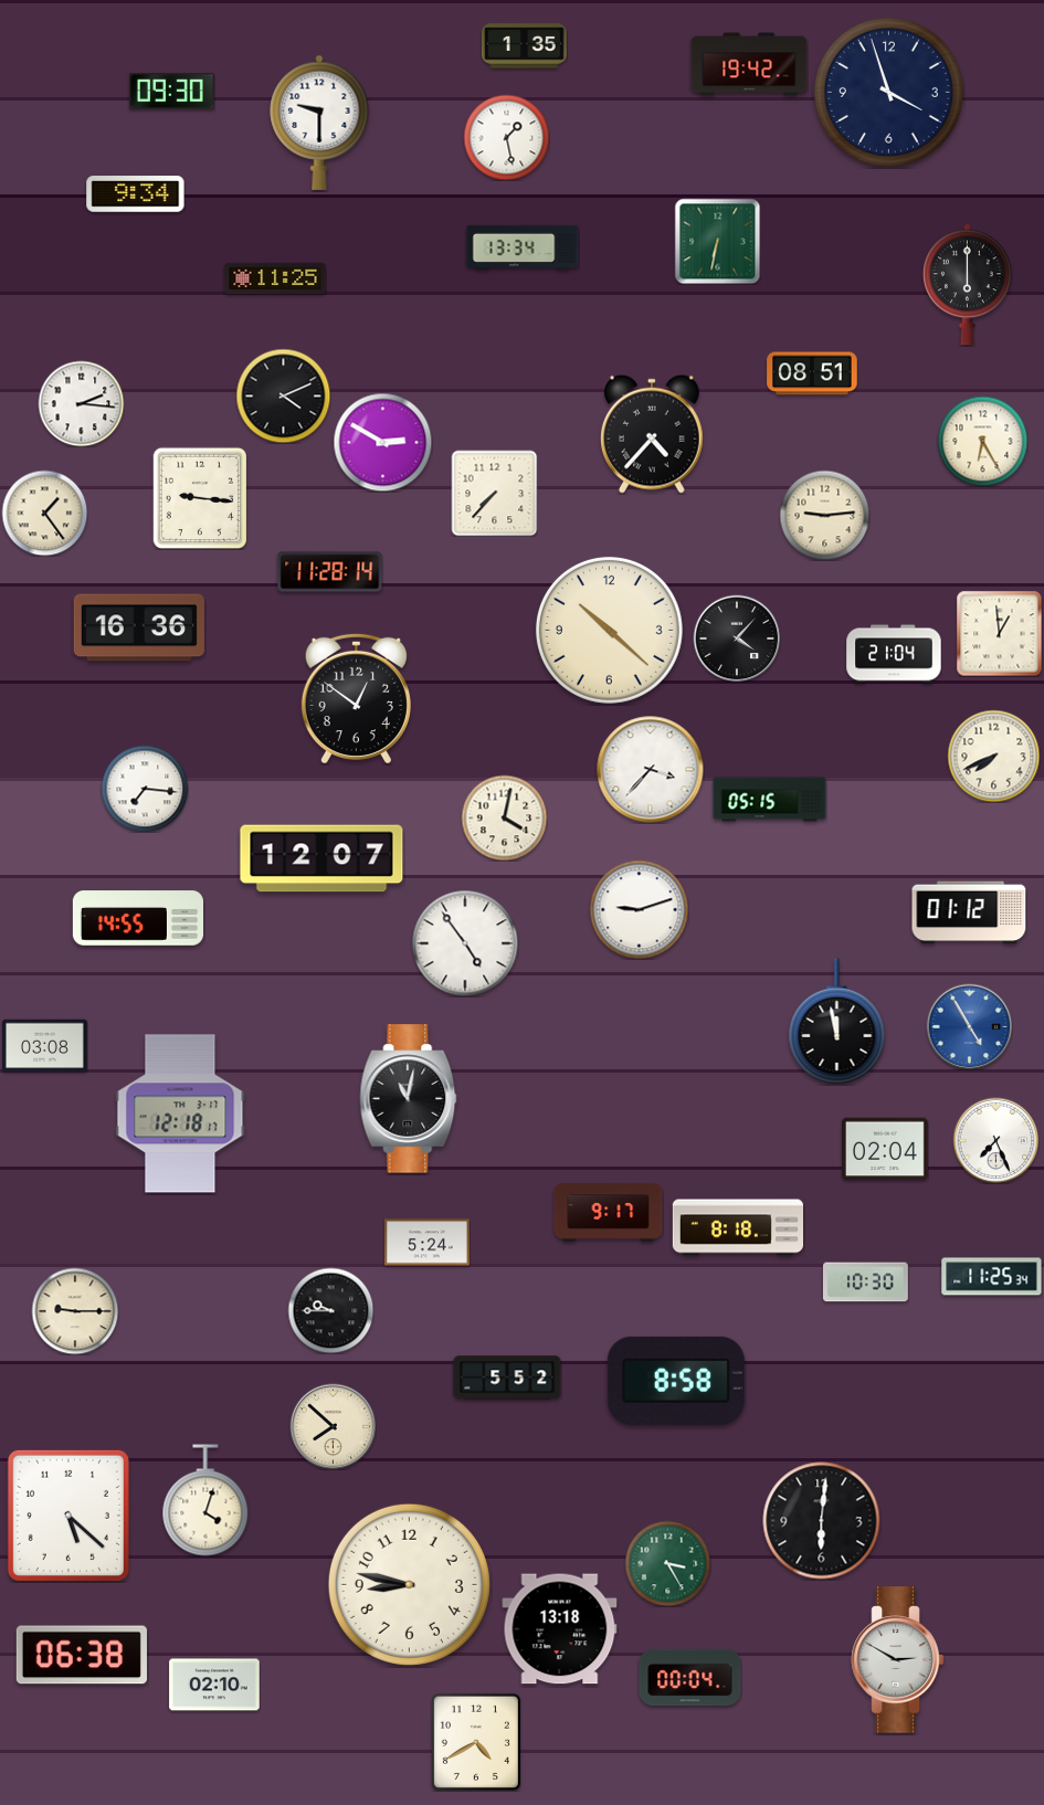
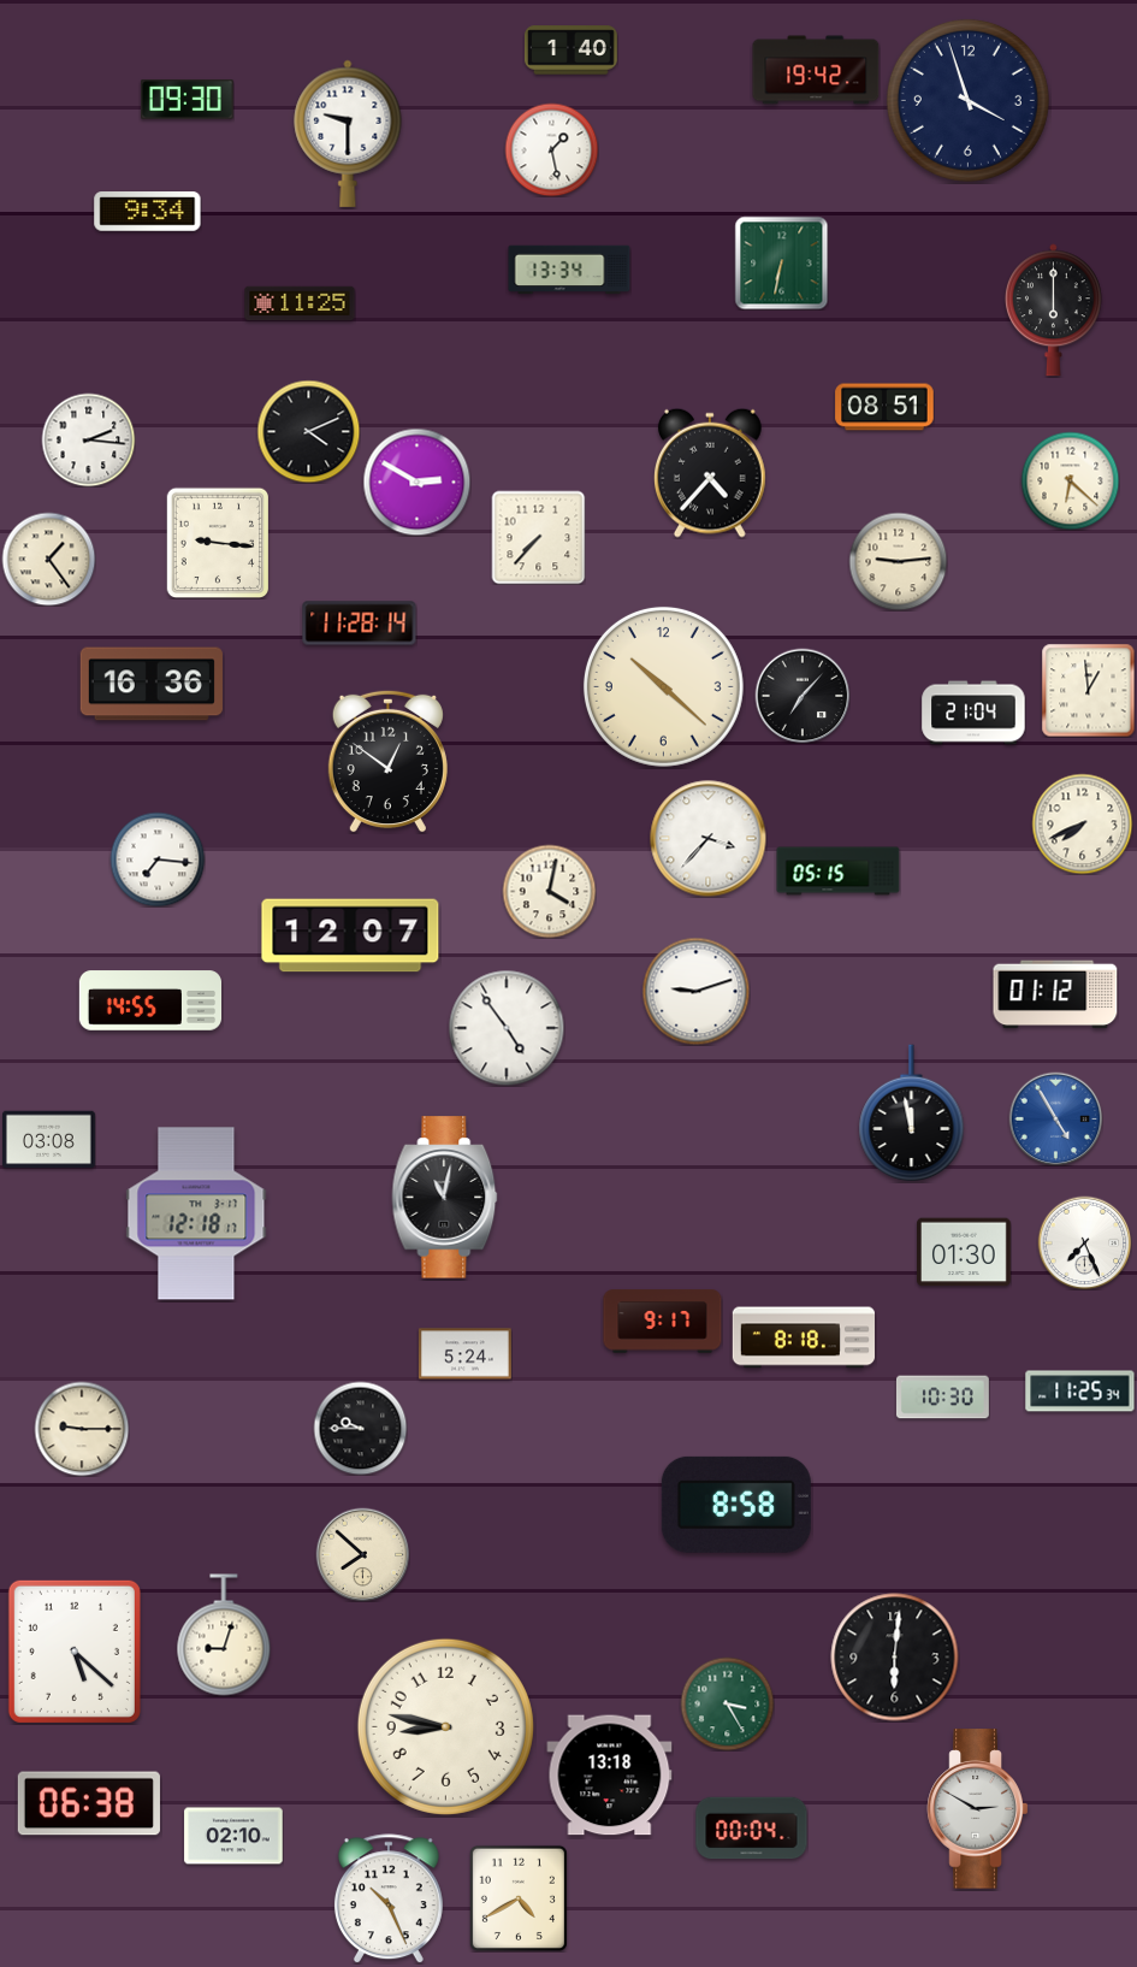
clock at (524, 46): 1:35 -> 1:40
clock at (982, 441): 6:25 -> 6:22
clock at (737, 638): 4:07 -> 7:07
clock at (886, 1149): 02:04 -> 01:30
clock at (507, 1377): 5:52 -> none
clock at (205, 1500): 4:03 -> 9:03
clock at (389, 1898): none -> 10:26
